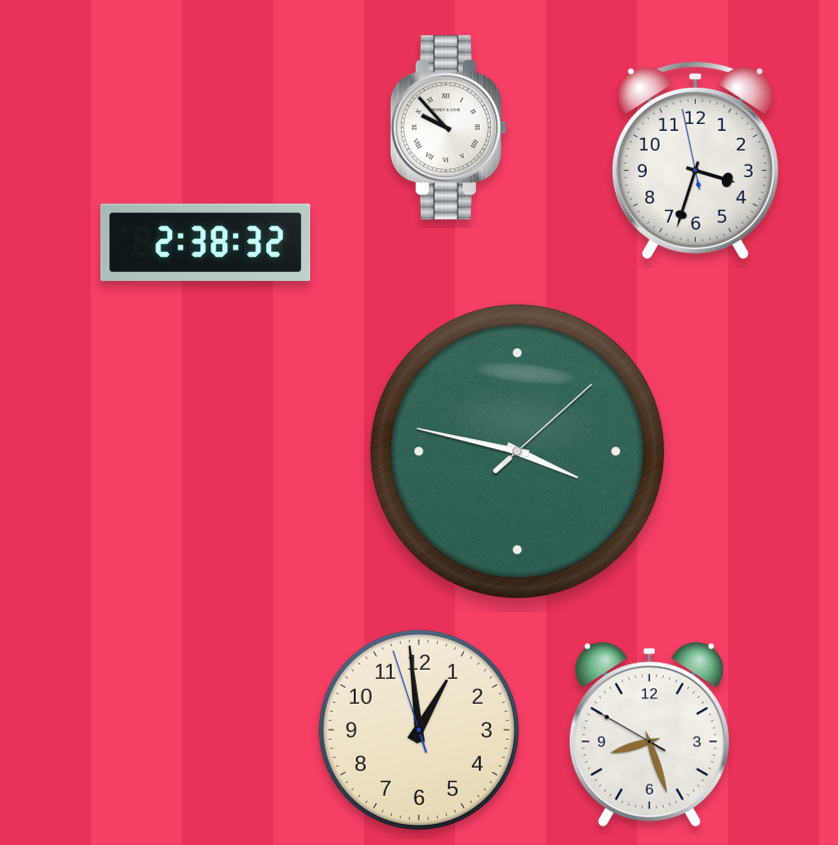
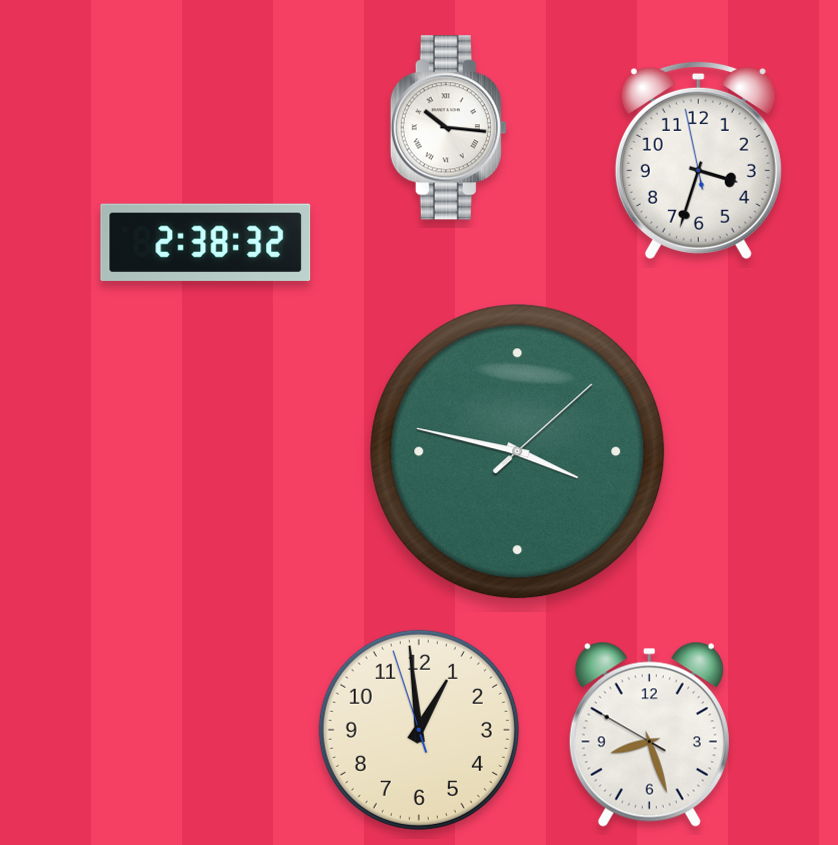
clock at (448, 128): 9:53 -> 10:16
clock at (695, 160) position: (695, 160) -> (698, 160)
